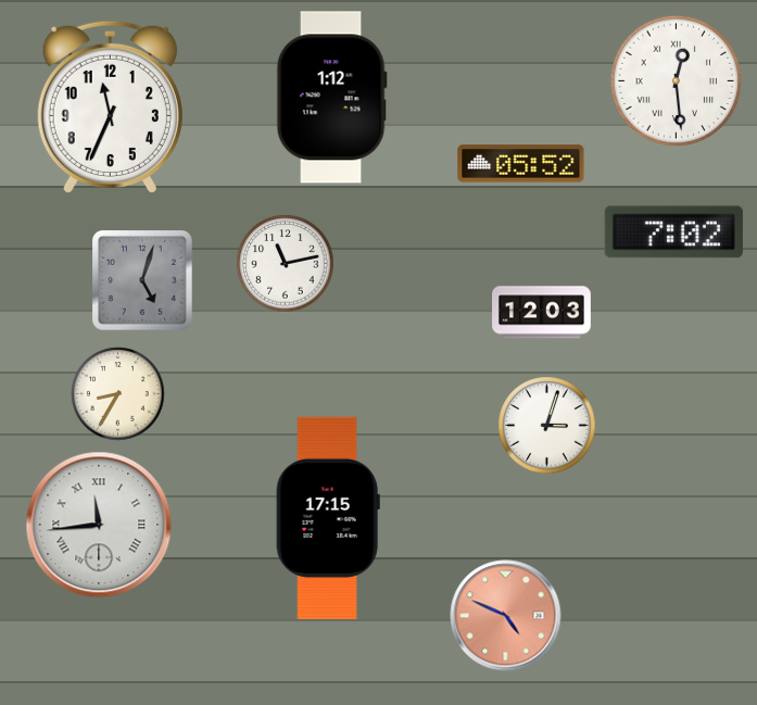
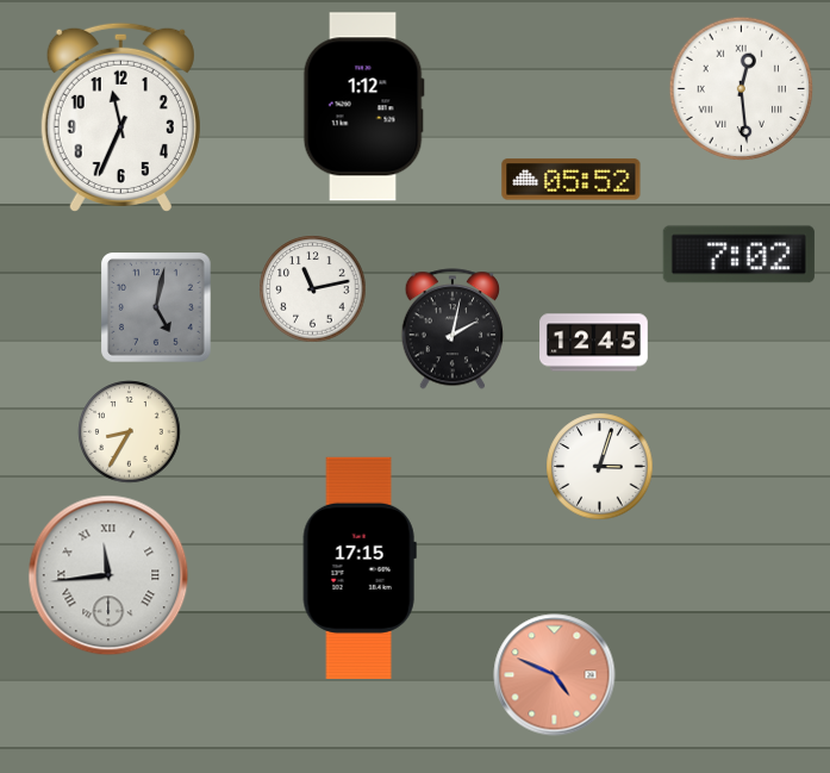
clock at (143, 281): 5:03 -> 5:02
clock at (451, 329): none -> 2:02
clock at (542, 313): 12:03 -> 12:45
